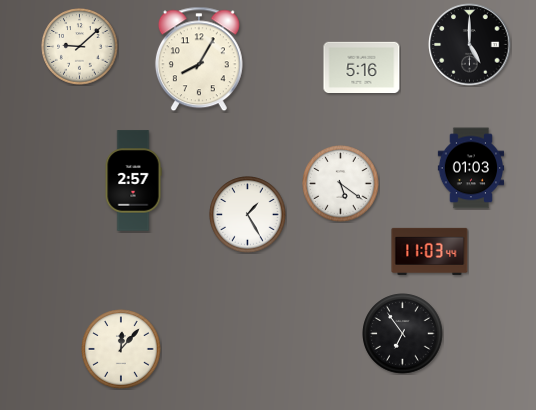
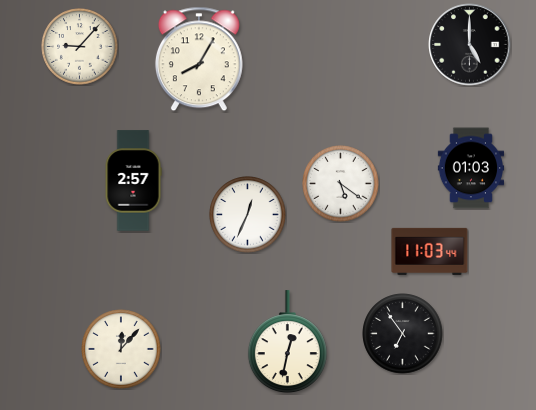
clock at (80, 47): 9:08 -> 9:07
clock at (362, 68): 5:16 -> none
clock at (248, 215): 1:25 -> 12:34
clock at (287, 342): none -> 12:32
